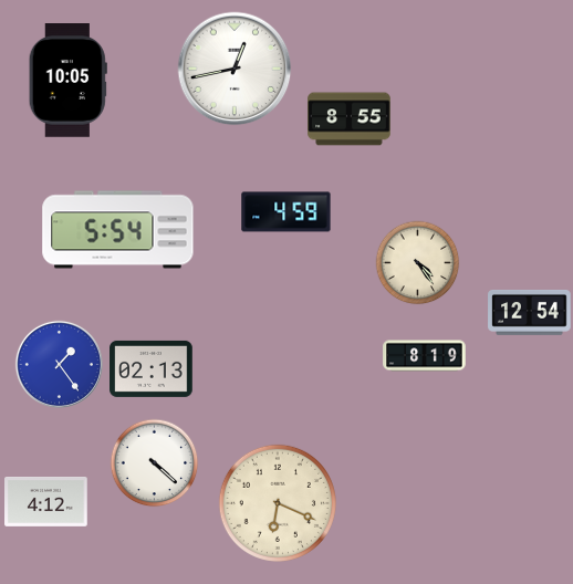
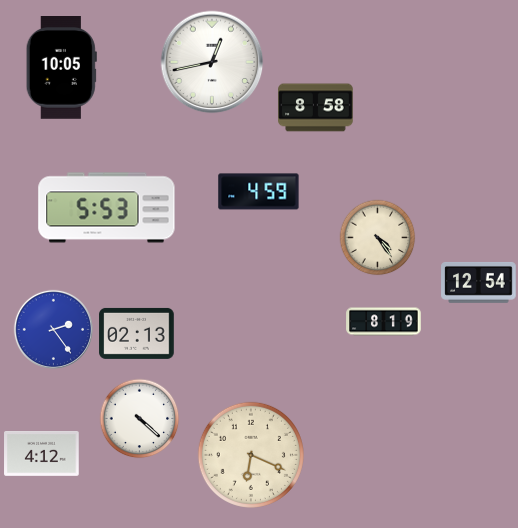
clock at (67, 81) position: (67, 81) -> (61, 68)
clock at (350, 119): 8:55 -> 8:58
clock at (118, 230): 5:54 -> 5:53
clock at (59, 364): 1:24 -> 2:24
